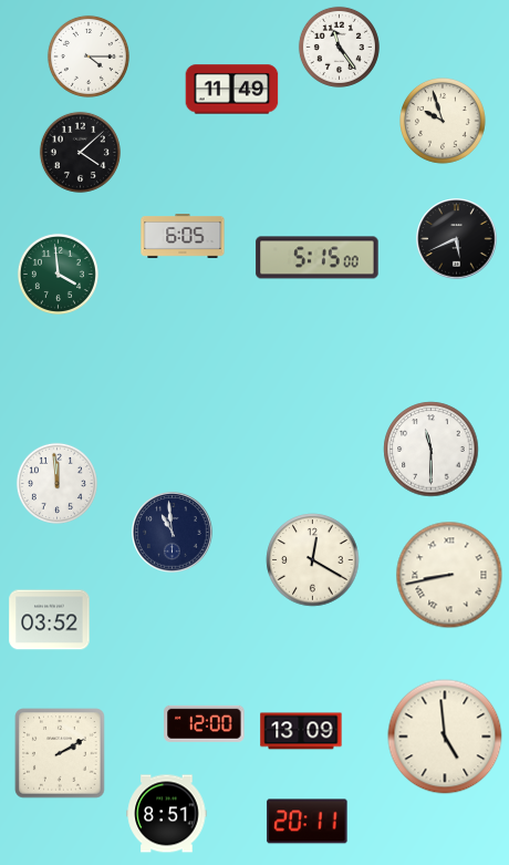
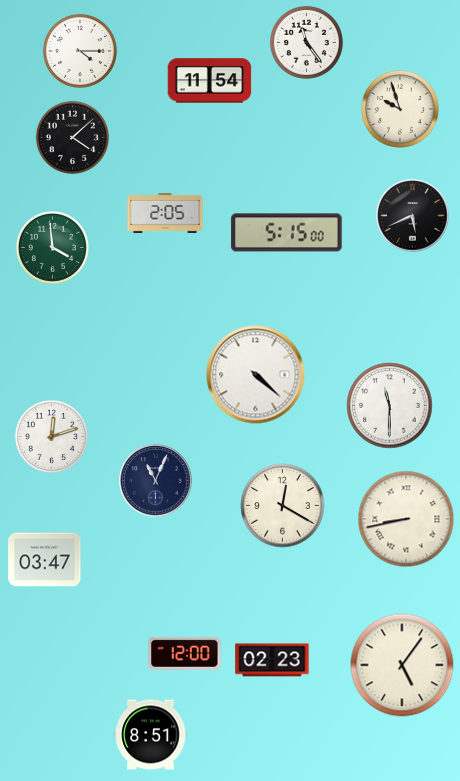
clock at (232, 90): 11:49 -> 11:54
clock at (183, 237): 6:05 -> 2:05
clock at (256, 375): none -> 4:22
clock at (56, 483): 11:59 -> 12:12
clock at (173, 533): 10:59 -> 11:04
clock at (50, 620): 03:52 -> 03:47
clock at (301, 731): 13:09 -> 02:23
clock at (445, 737): 4:59 -> 5:06
clock at (60, 753): 2:10 -> none
clock at (308, 822): 20:11 -> none
